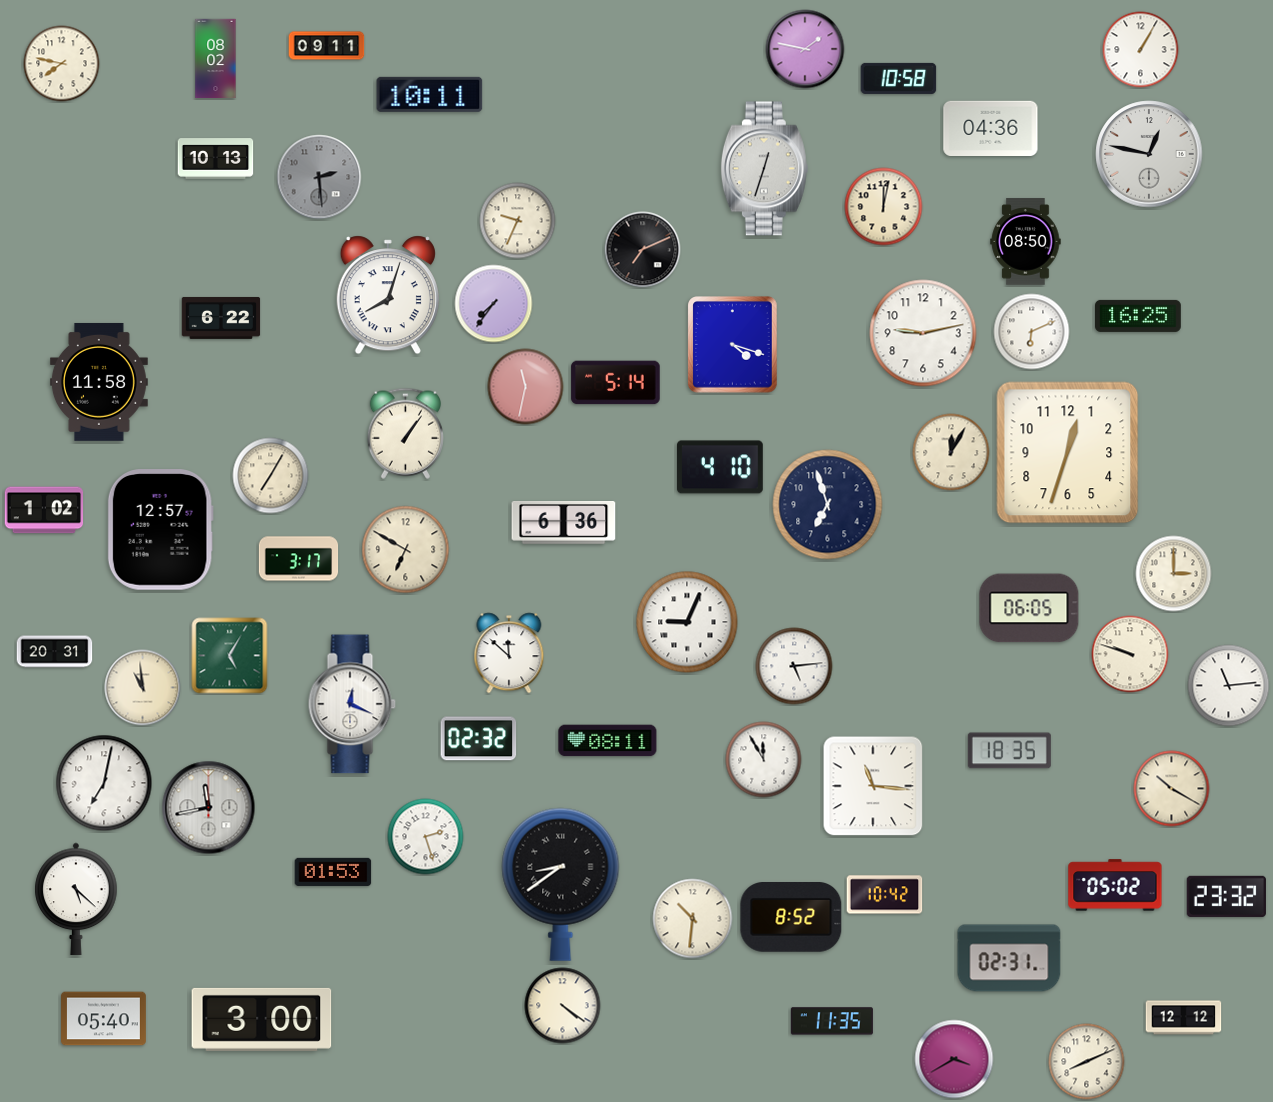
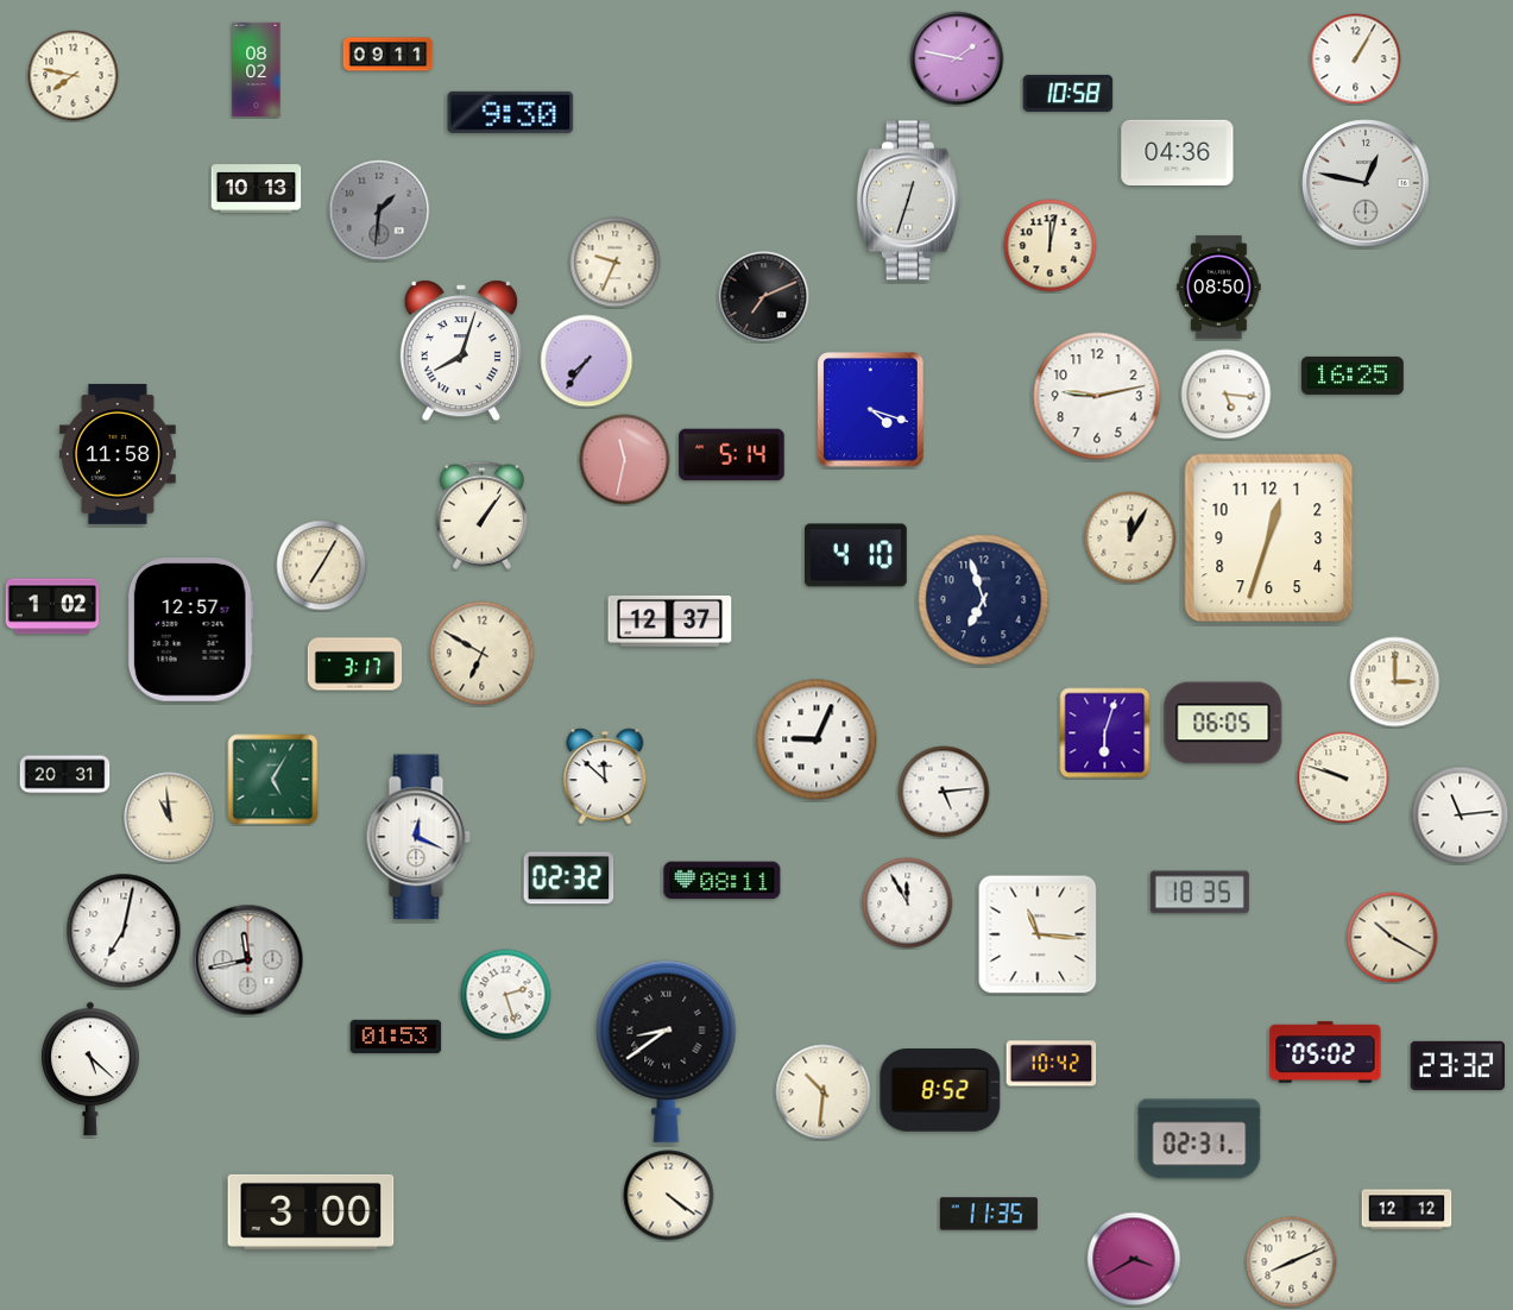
clock at (430, 94): 10:11 -> 9:30
clock at (319, 177): 2:29 -> 1:31
clock at (221, 318): 6:22 -> none
clock at (1032, 332): 6:11 -> 5:16
clock at (564, 523): 6:36 -> 12:37
clock at (1105, 733): none -> 6:03
clock at (104, 1019): 05:40 -> none
